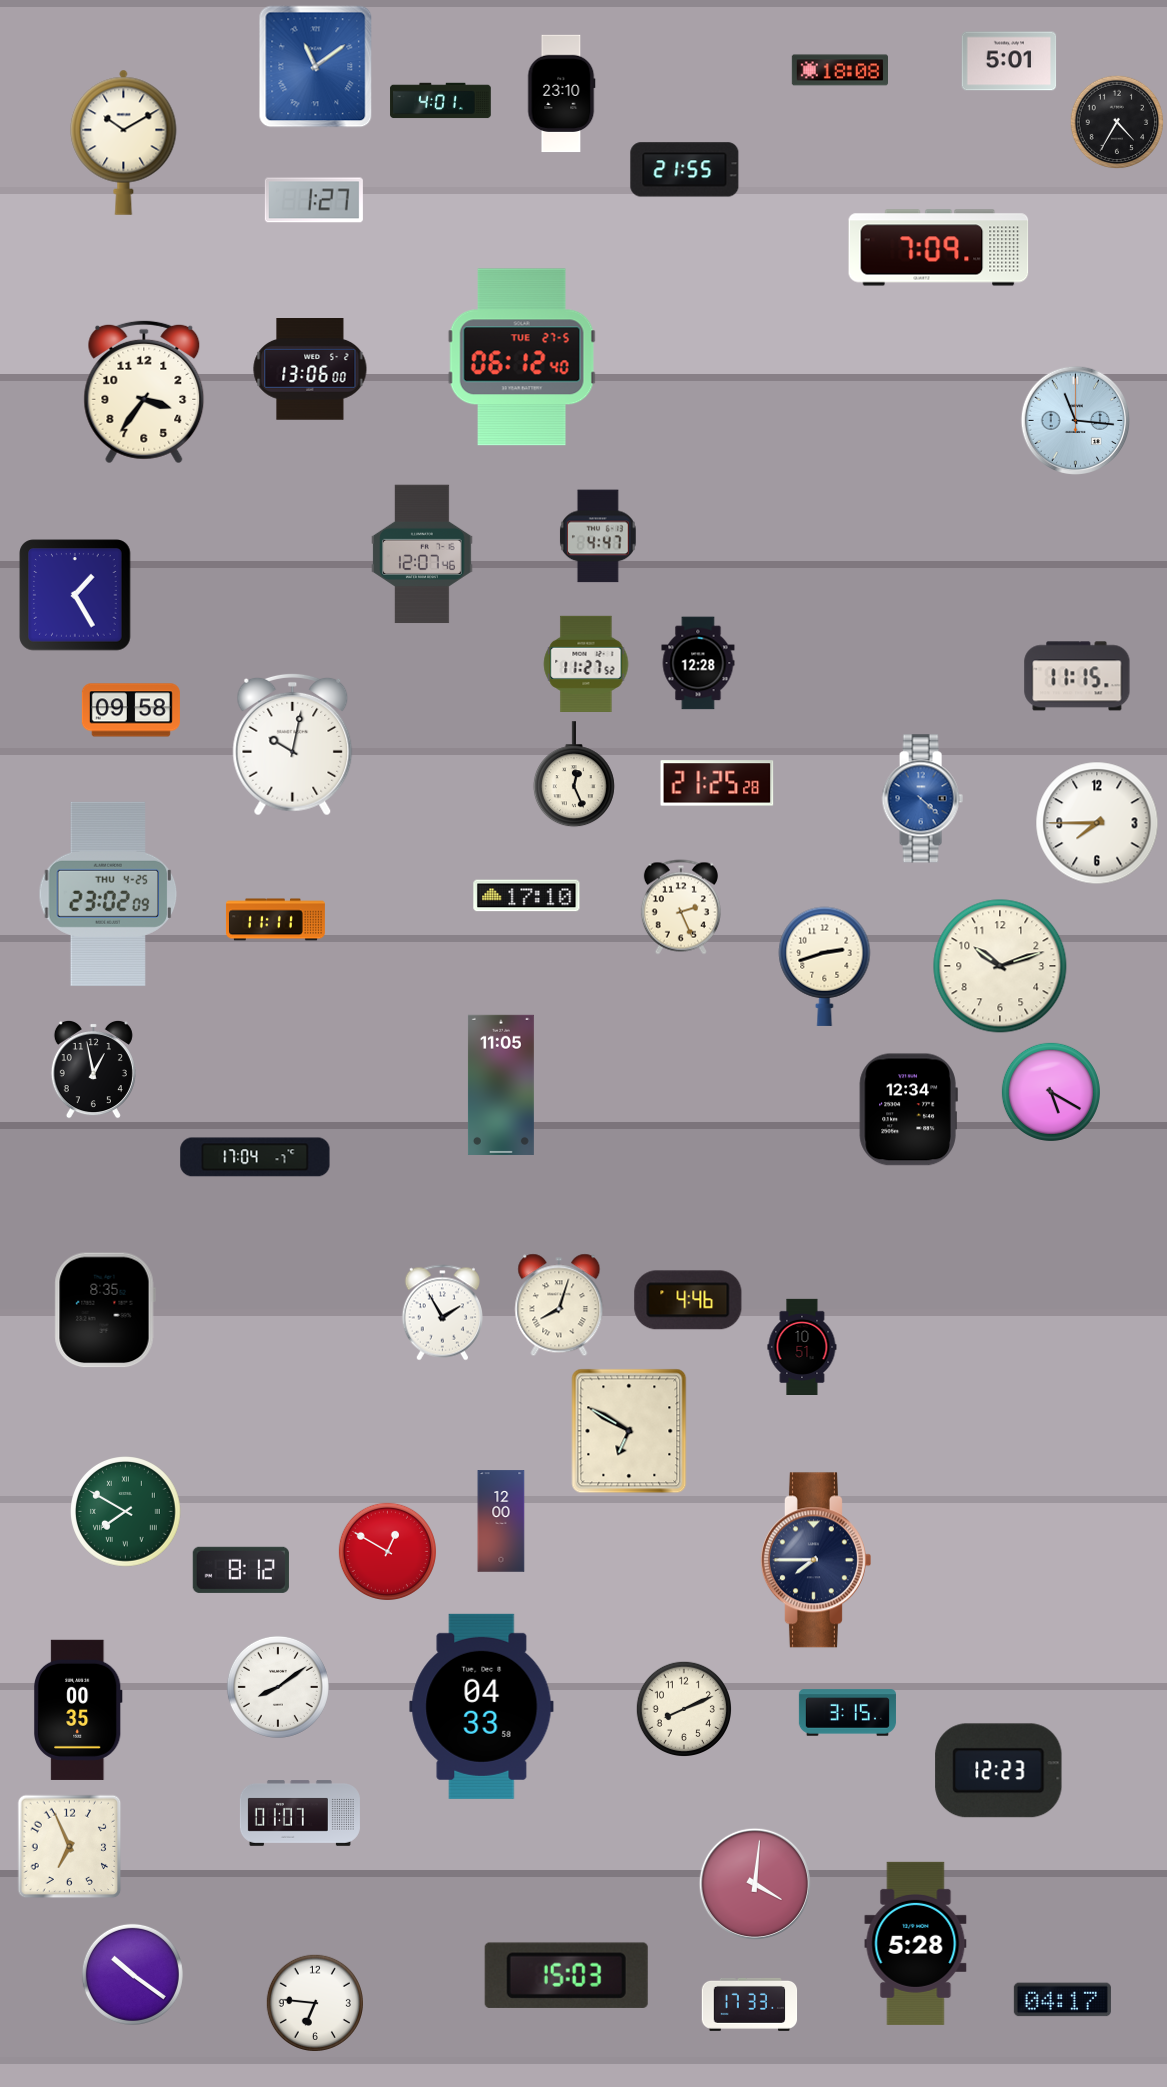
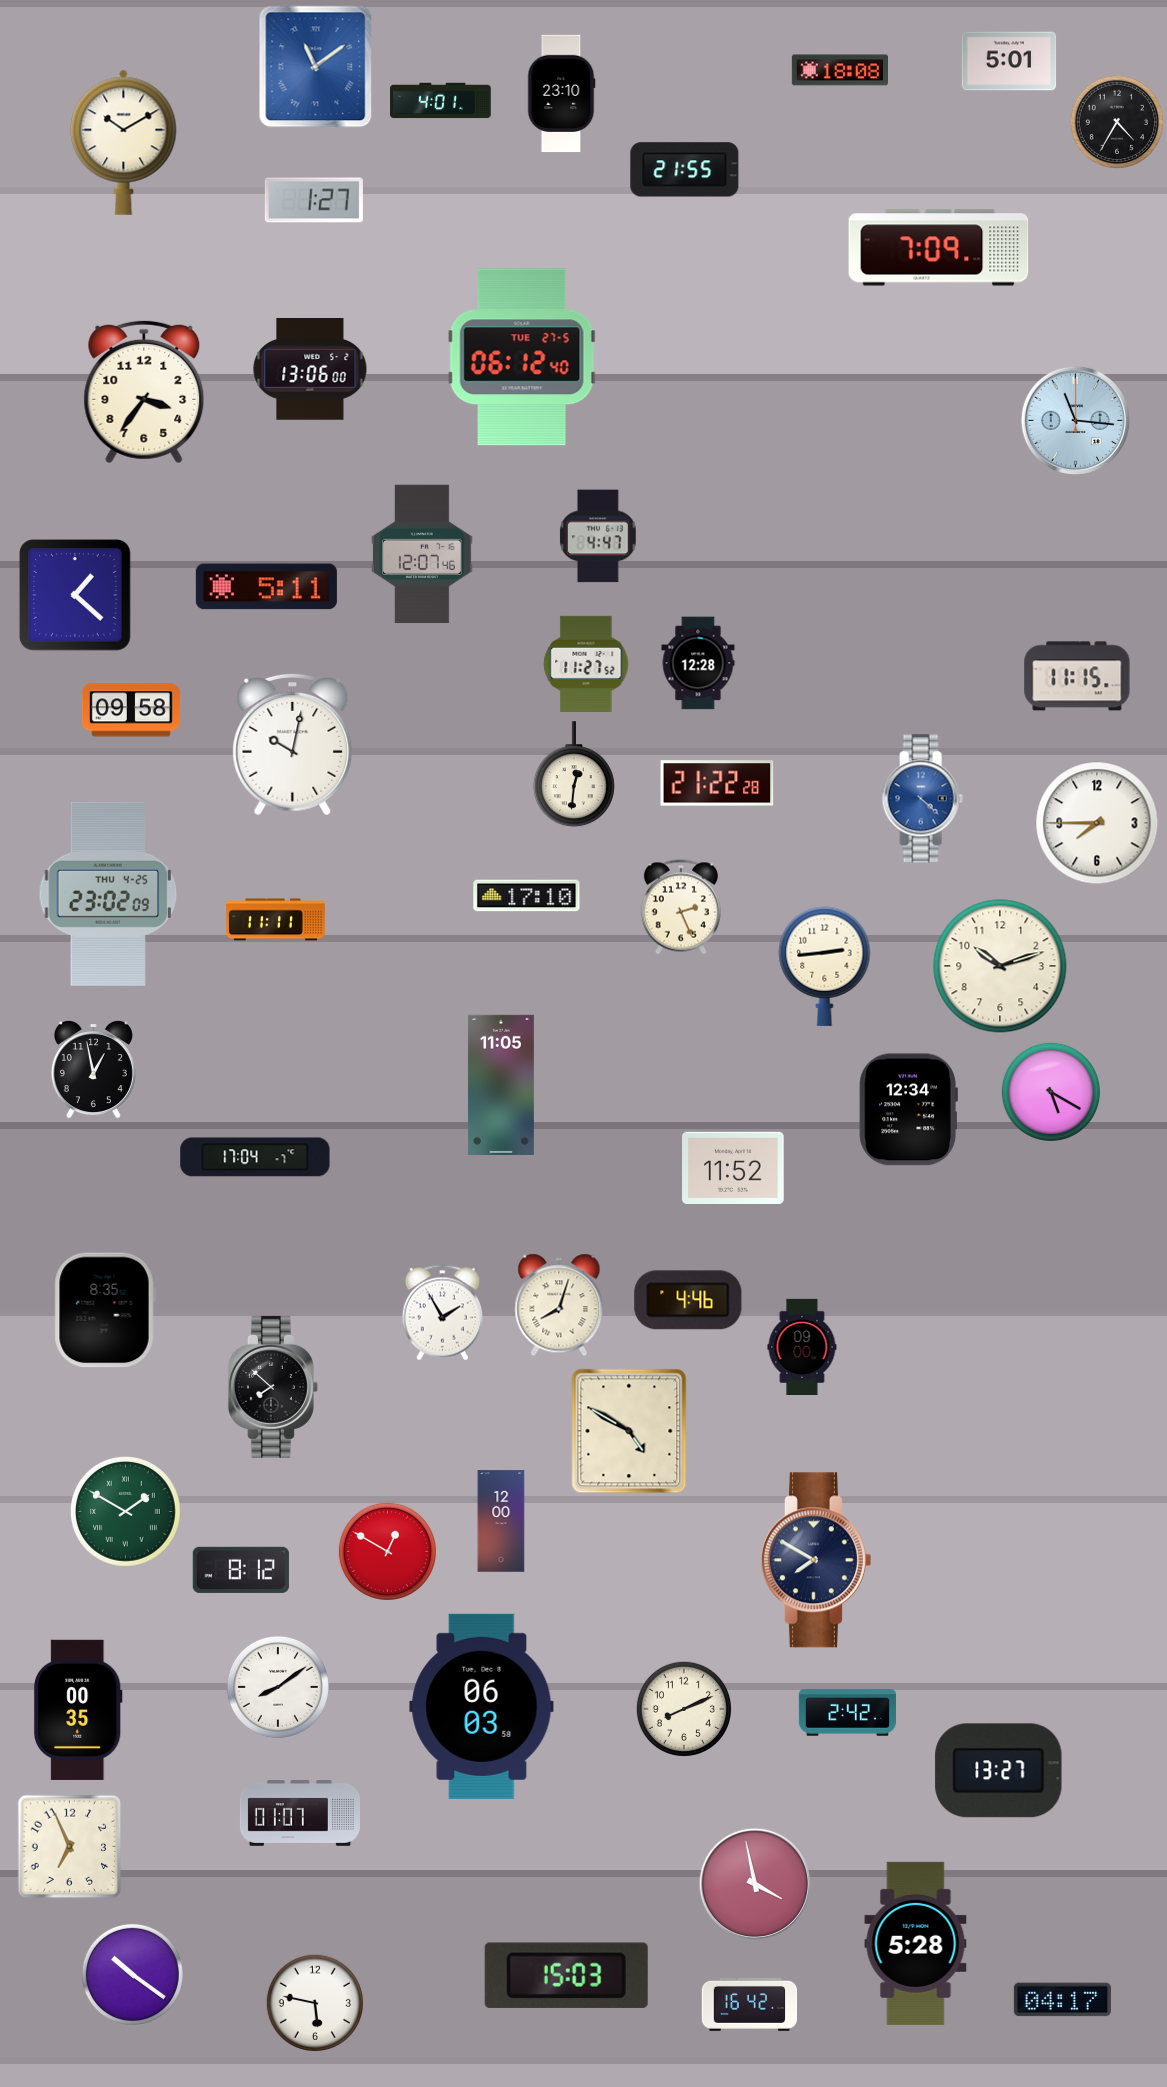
clock at (266, 587): none -> 5:11
clock at (75, 595): 1:25 -> 1:22
clock at (574, 775): 12:26 -> 12:31
clock at (717, 783): 21:25 -> 21:22
clock at (825, 966): 2:42 -> 2:44
clock at (733, 1167): none -> 11:52
clock at (802, 1346): 10:51 -> 09:00
clock at (273, 1387): none -> 7:52
clock at (629, 1431): 6:50 -> 4:50
clock at (126, 1512): 7:50 -> 1:50
clock at (815, 1560): 7:45 -> 7:50
clock at (482, 1706): 04:33 -> 06:03
clock at (847, 1713): 3:15 -> 2:42
clock at (999, 1771): 12:23 -> 13:27
clock at (754, 1883): 4:01 -> 3:58
clock at (315, 2003): 6:46 -> 5:47
clock at (750, 2004): 17:33 -> 16:42
